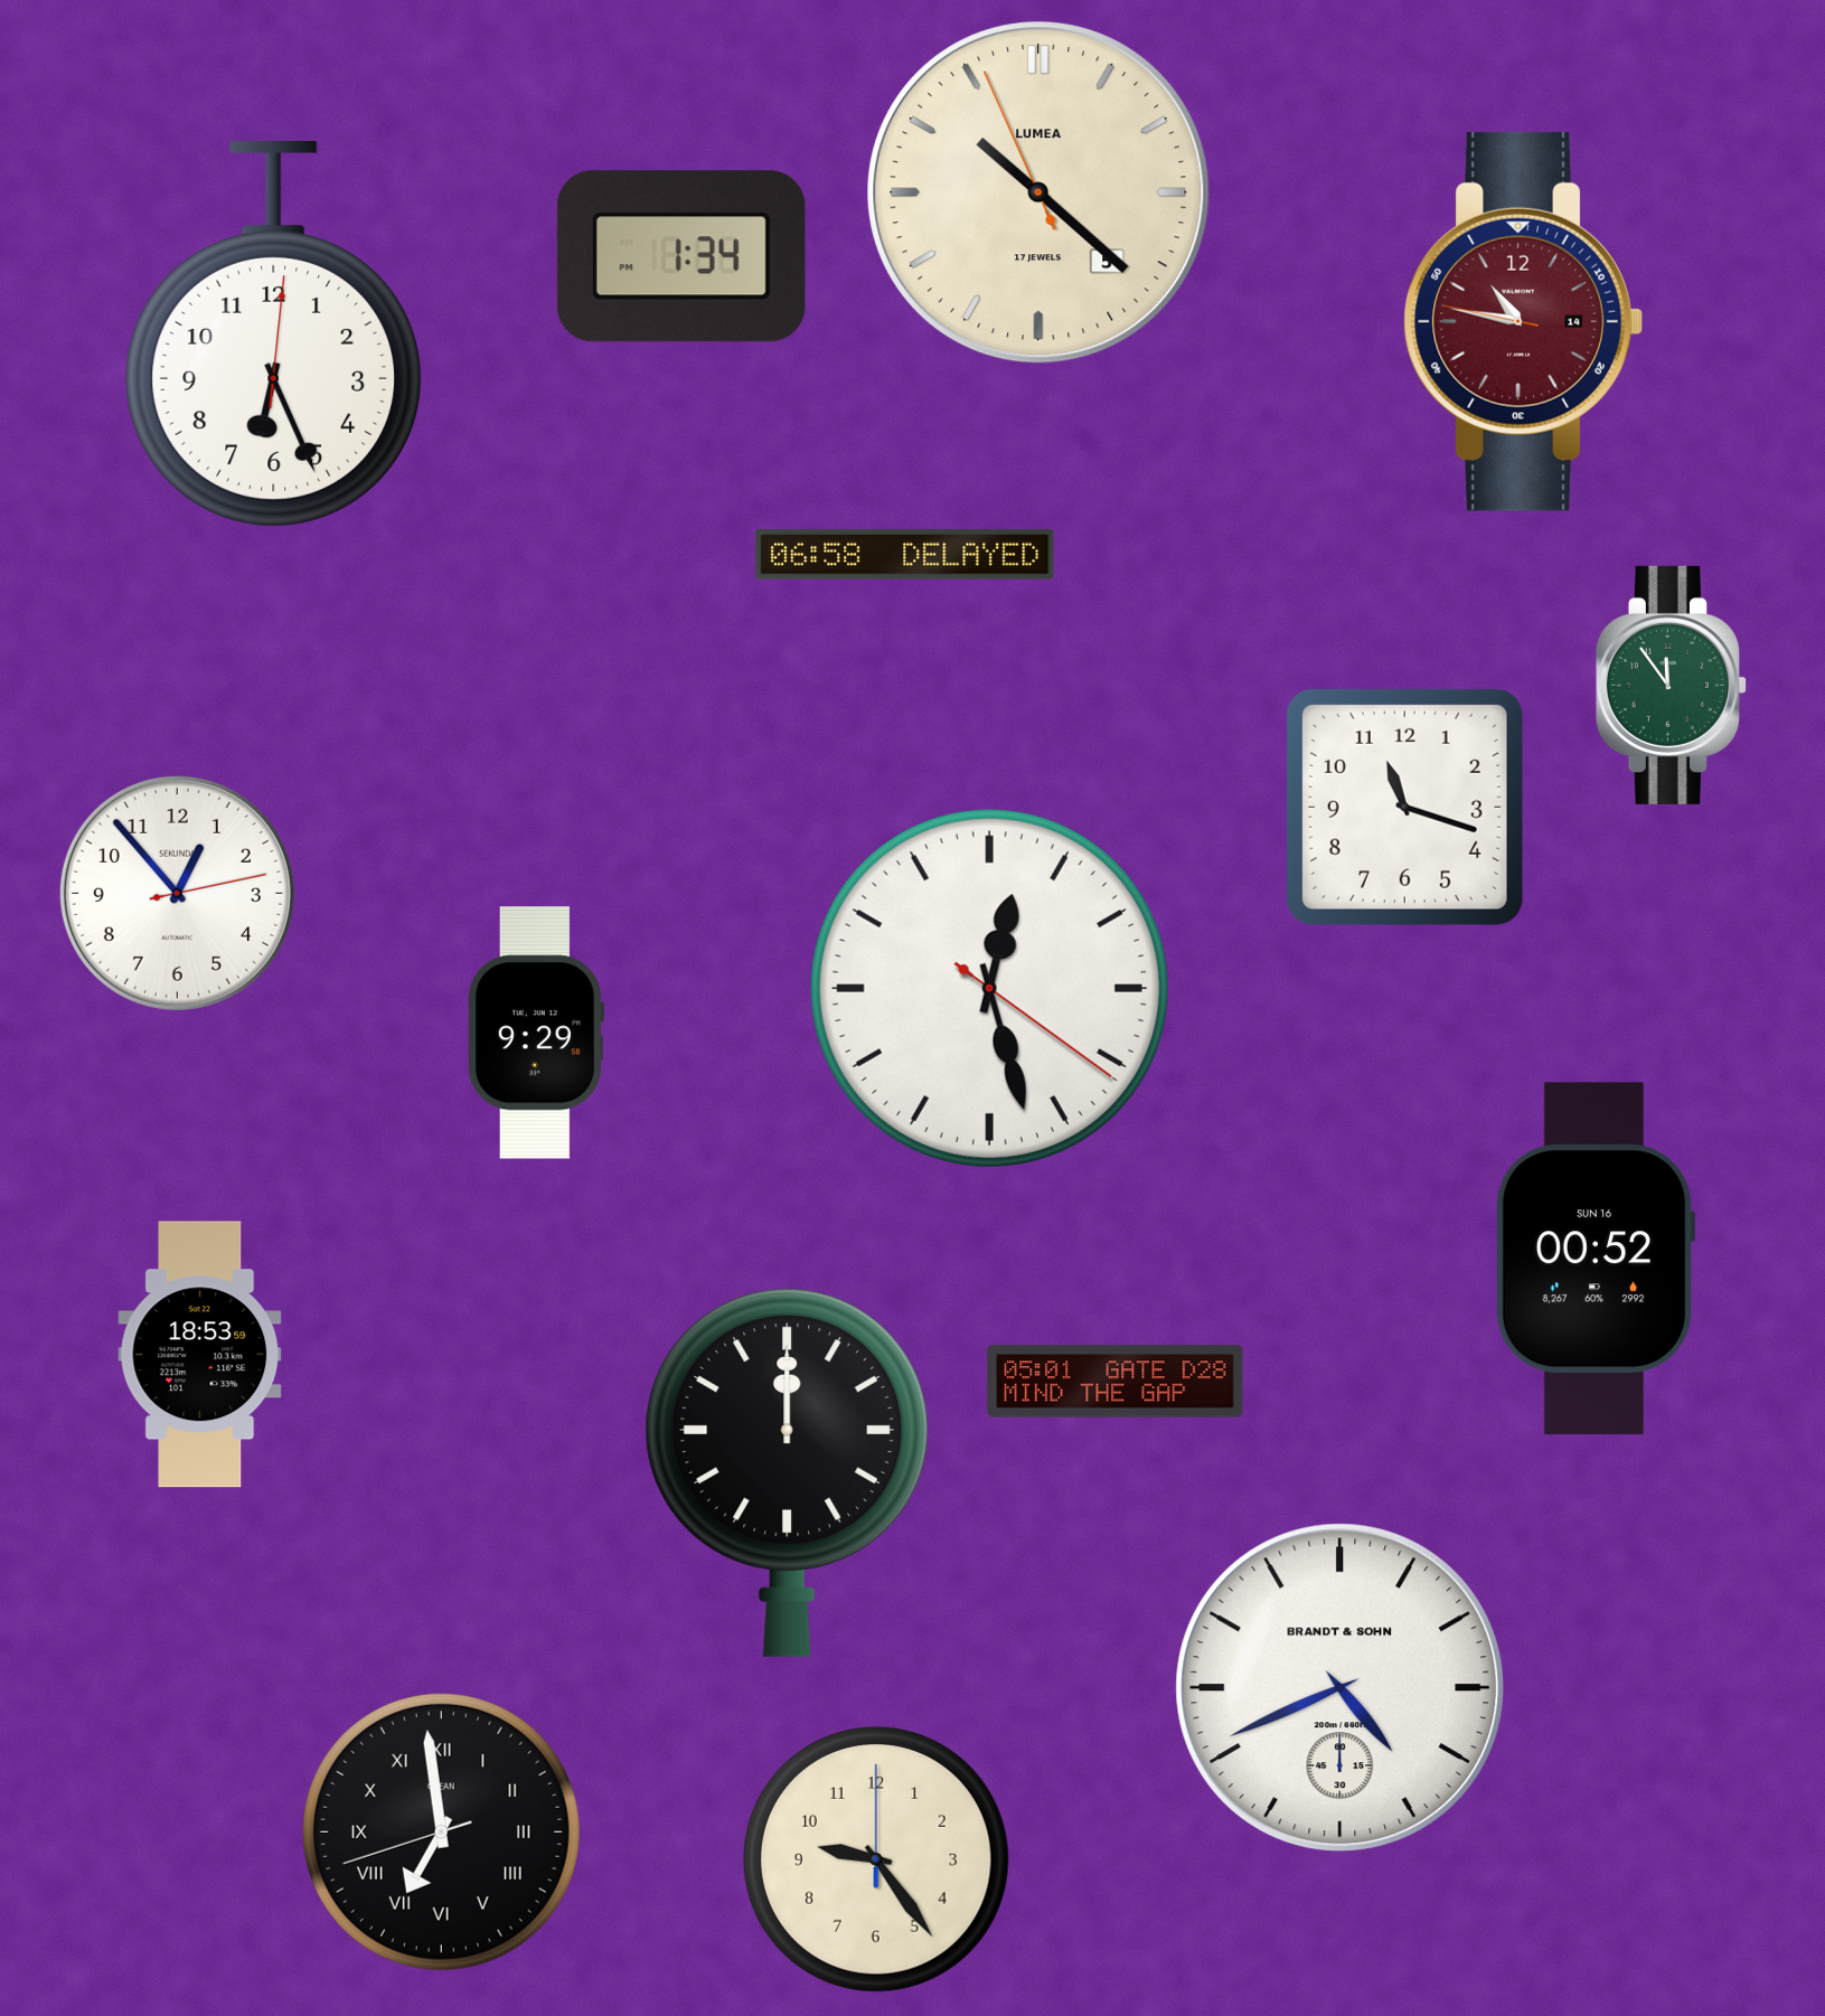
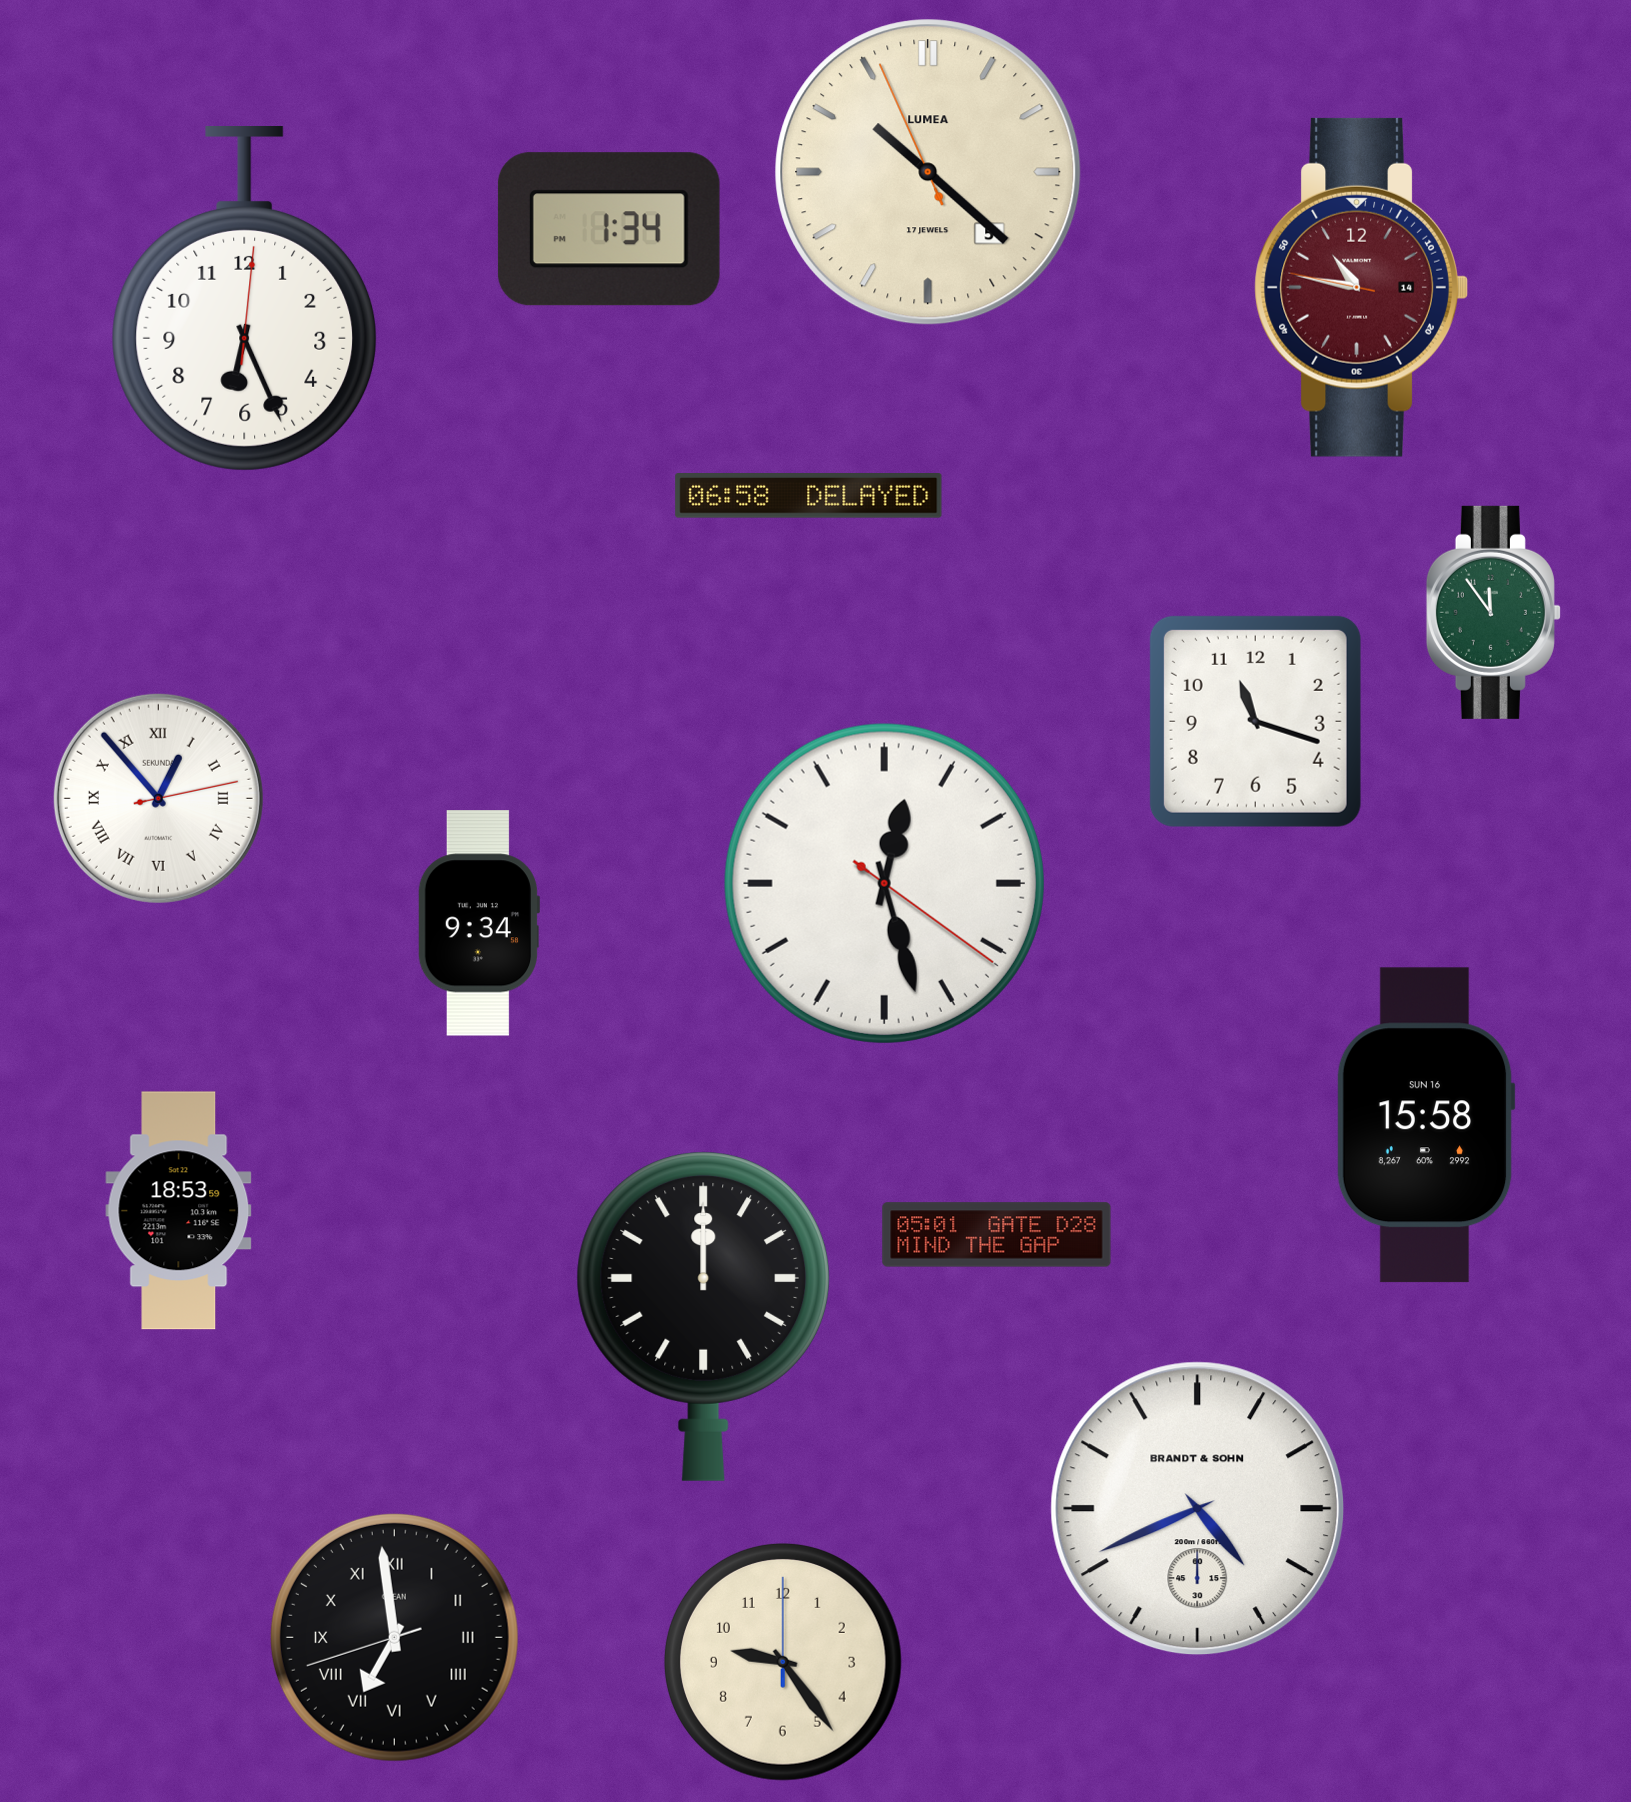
clock at (177, 893) numerals: Arabic -> Roman
clock at (535, 1033): 9:29 -> 9:34
clock at (1596, 1259): 00:52 -> 15:58
